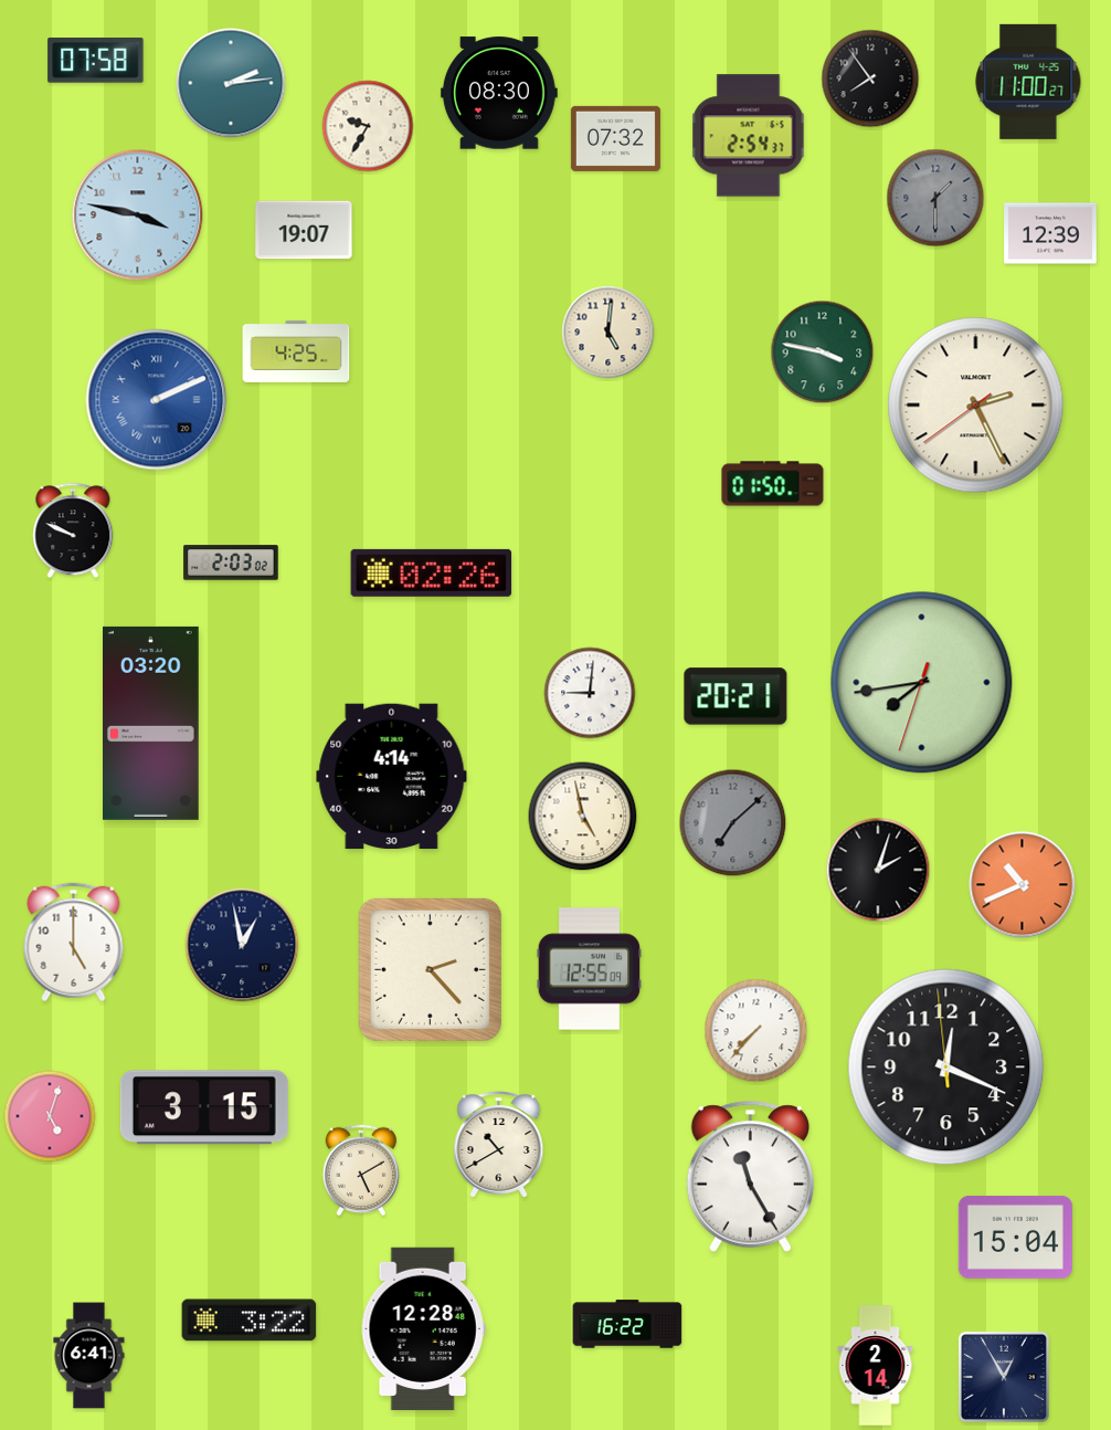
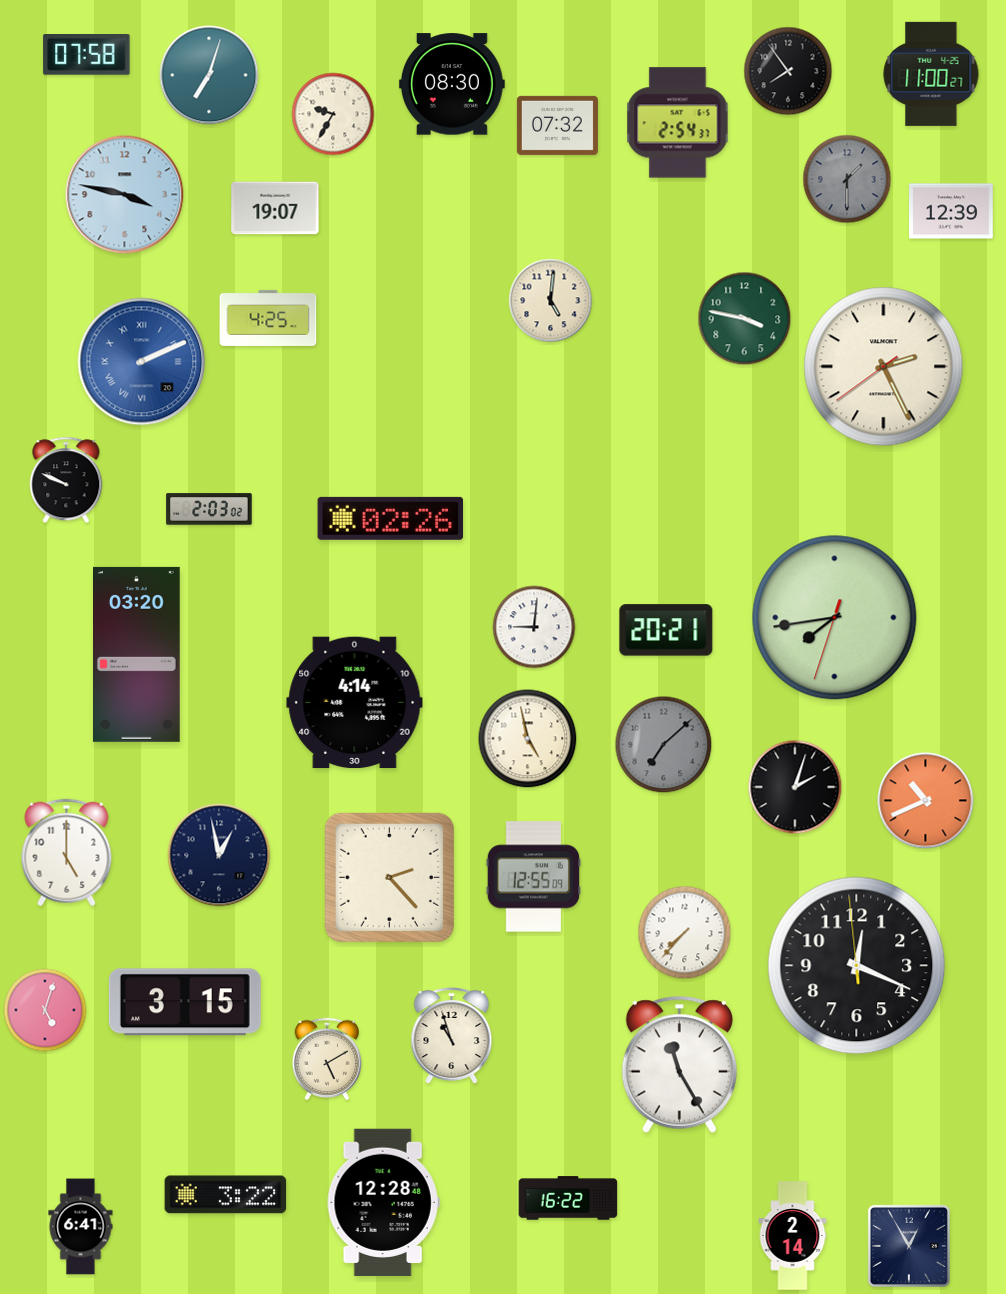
clock at (231, 83): 2:14 -> 7:03
clock at (773, 484): 01:50 -> none
clock at (499, 1145): 10:40 -> 10:57
clock at (1015, 1237): 15:04 -> none
